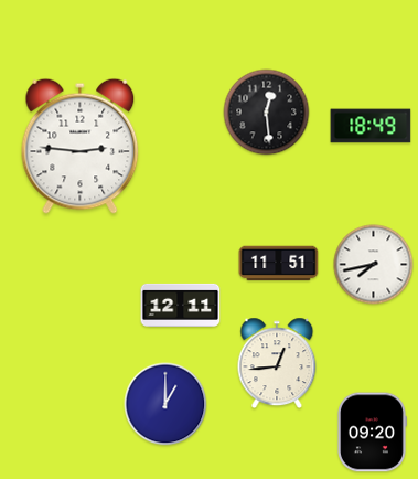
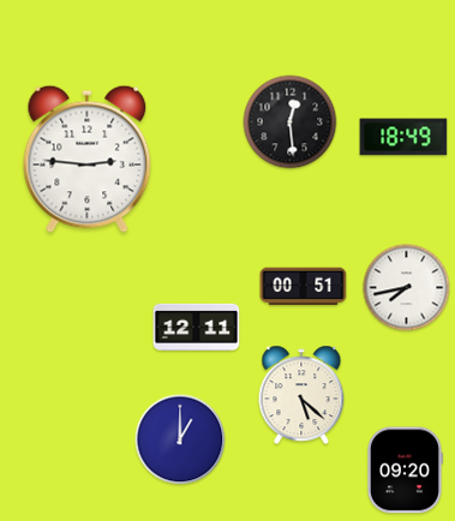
clock at (279, 264): 11:51 -> 00:51
clock at (181, 305) position: (181, 305) -> (197, 327)
clock at (277, 363): 12:44 -> 5:22
